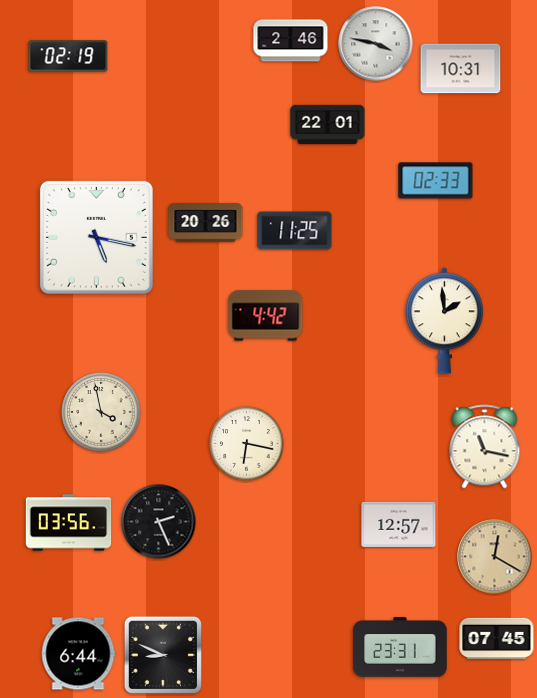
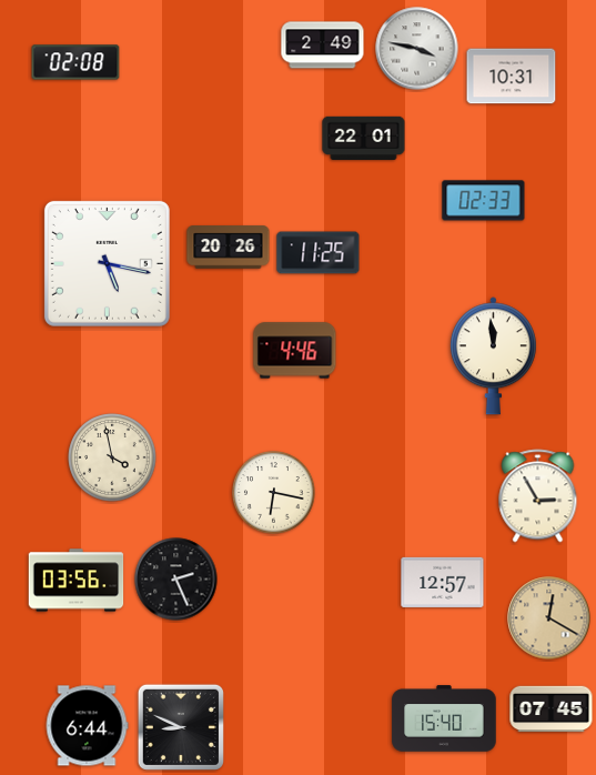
clock at (291, 41): 2:46 -> 2:49
clock at (68, 56): 02:19 -> 02:08
clock at (295, 231) position: (295, 231) -> (319, 253)
clock at (266, 316): 4:42 -> 4:46
clock at (444, 321): 1:59 -> 11:59
clock at (485, 447): 11:17 -> 2:55
clock at (400, 647): 23:31 -> 15:40
